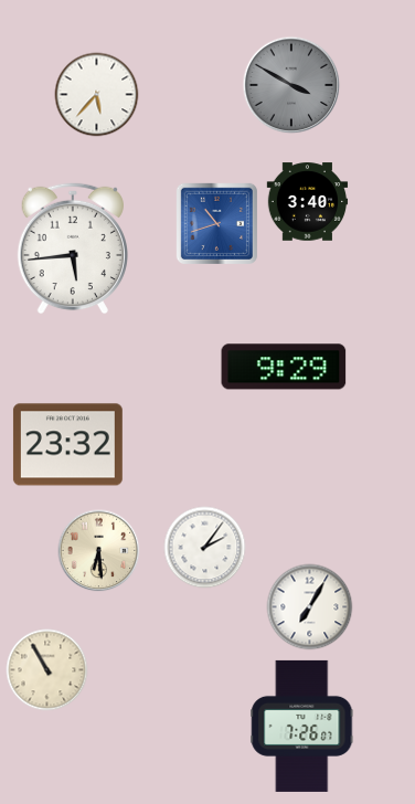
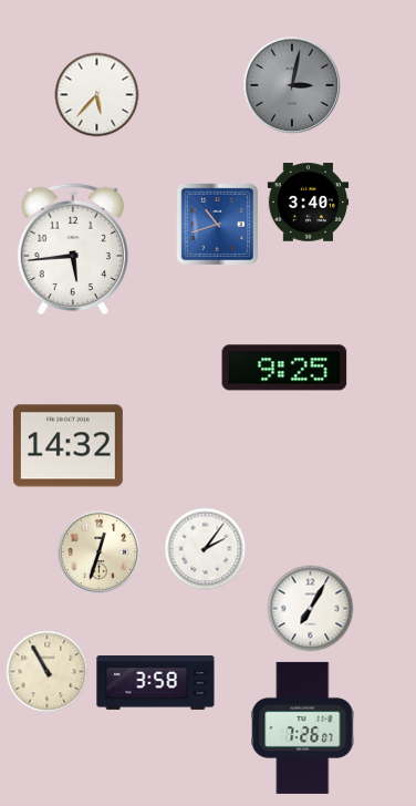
clock at (291, 85): 3:50 -> 3:02
clock at (284, 367): 9:29 -> 9:25
clock at (67, 445): 23:32 -> 14:32
clock at (99, 551): 6:29 -> 12:33
clock at (156, 683): none -> 3:58
